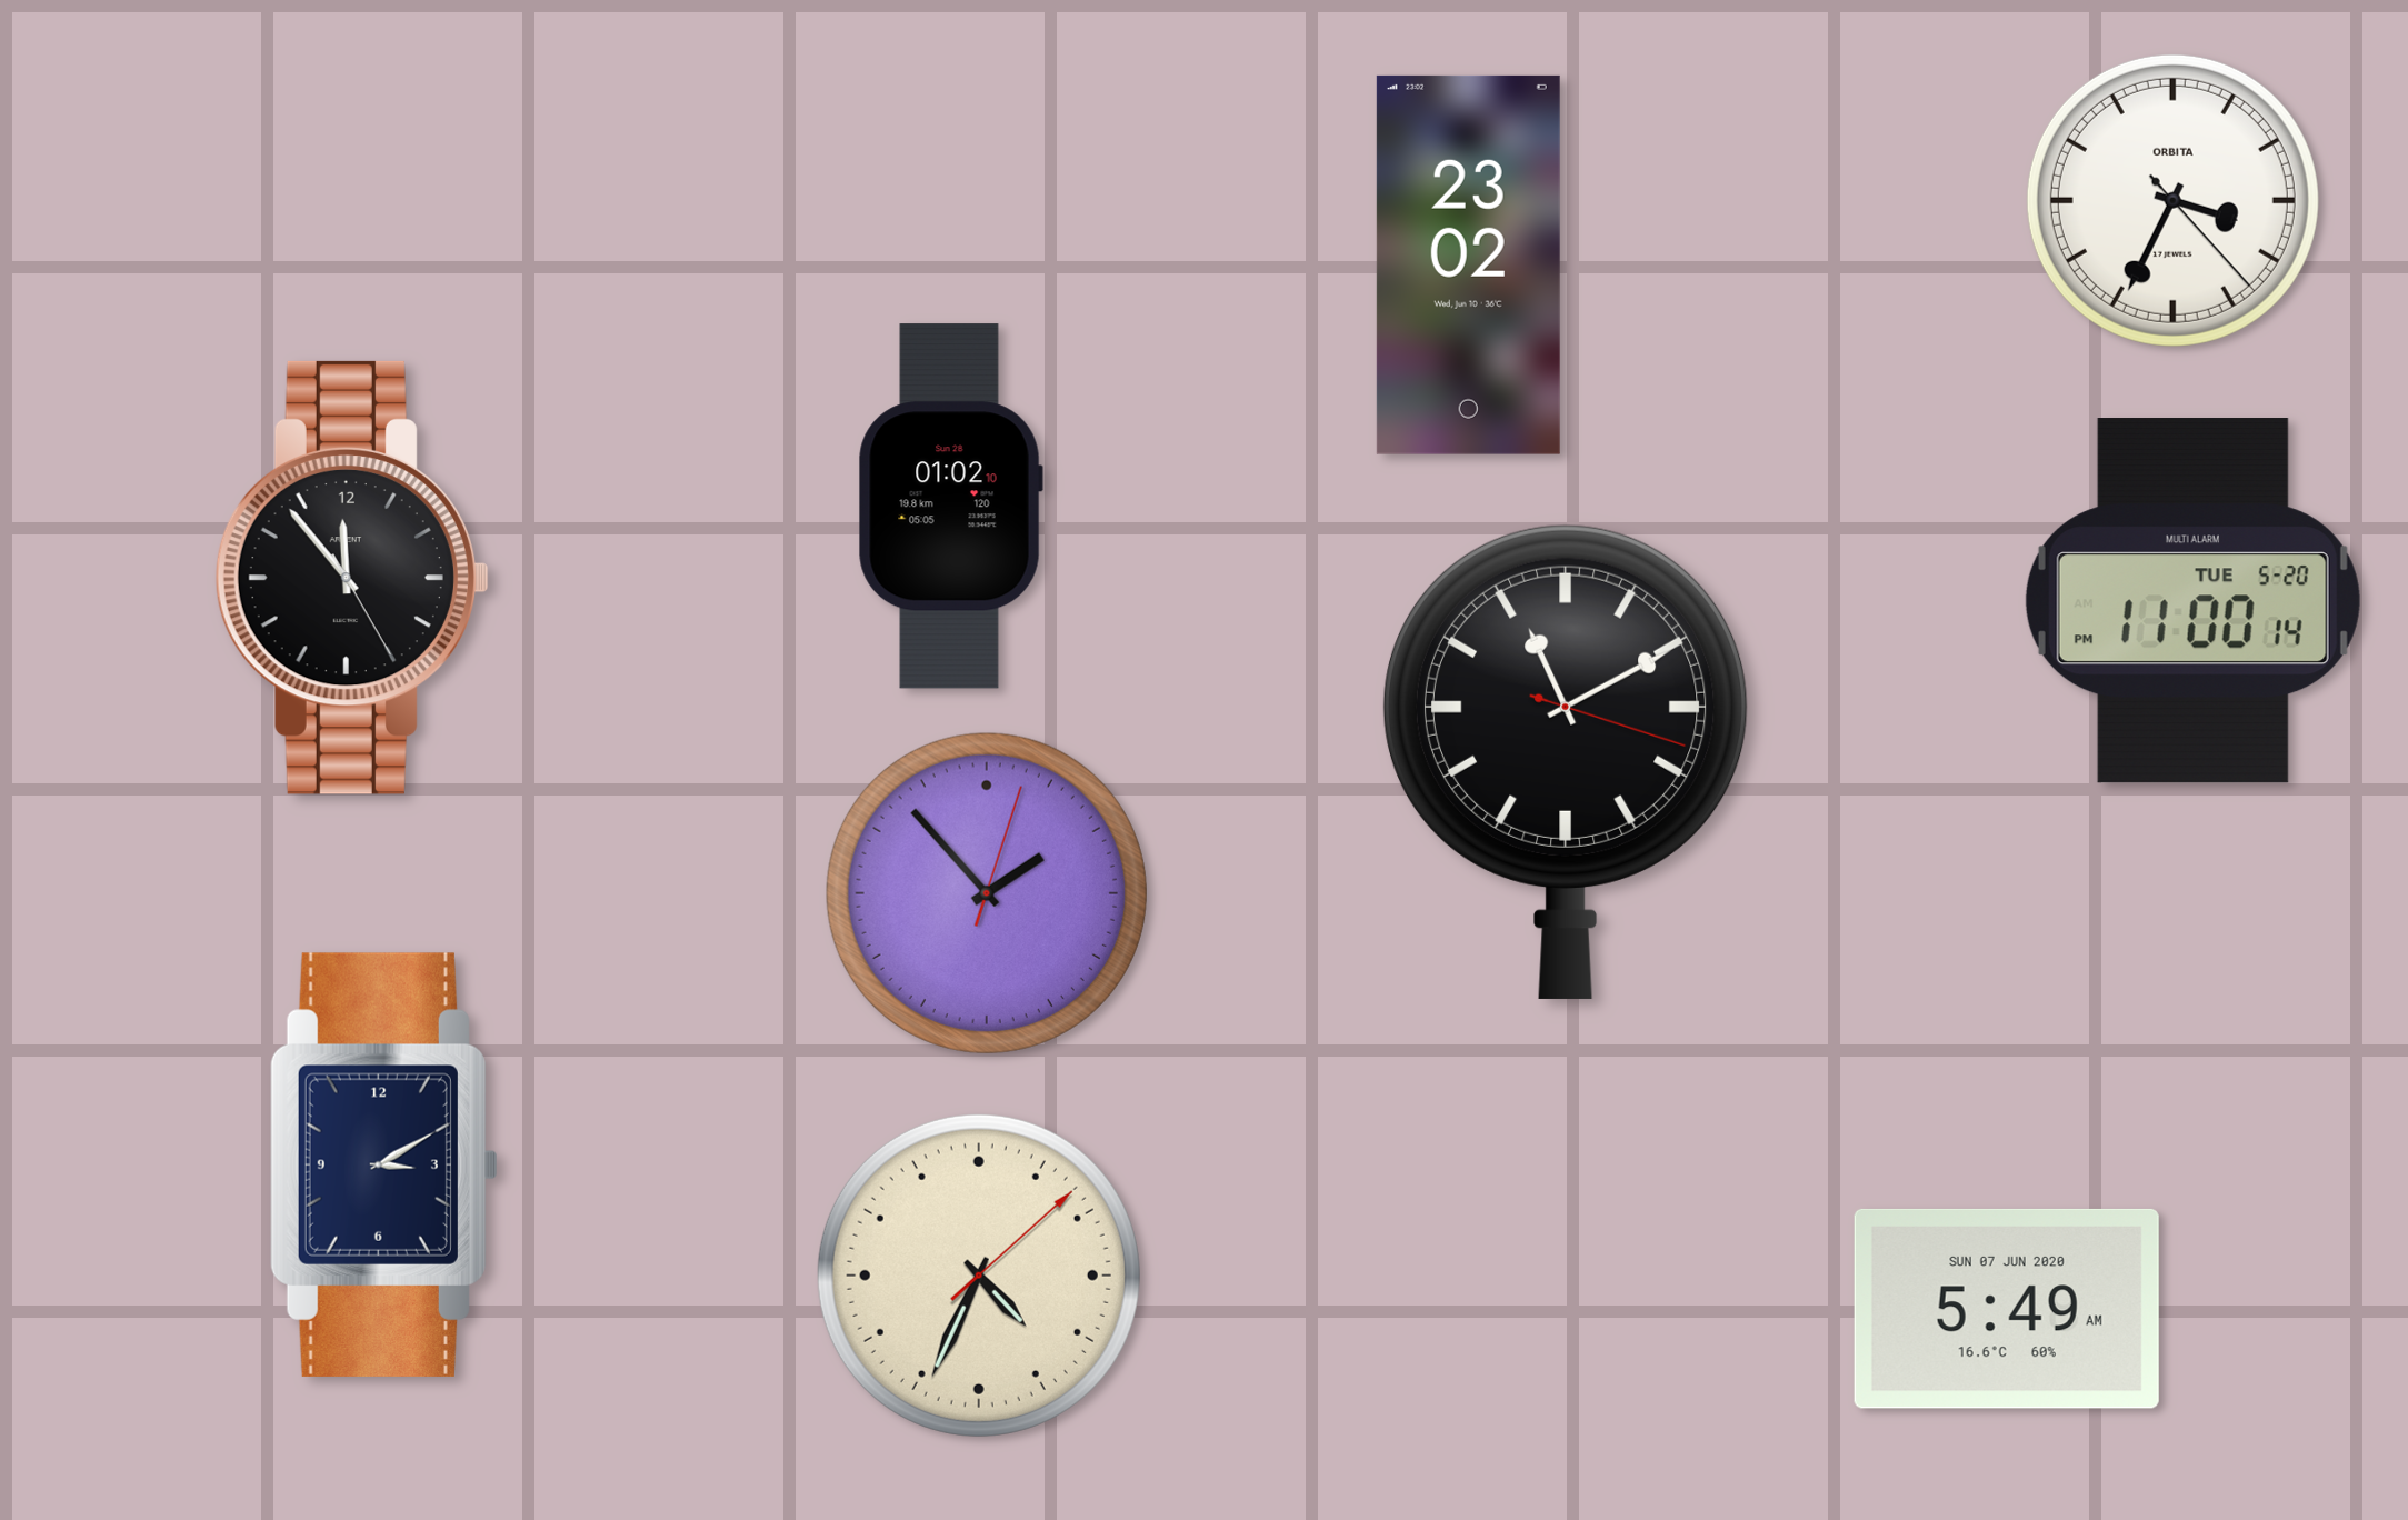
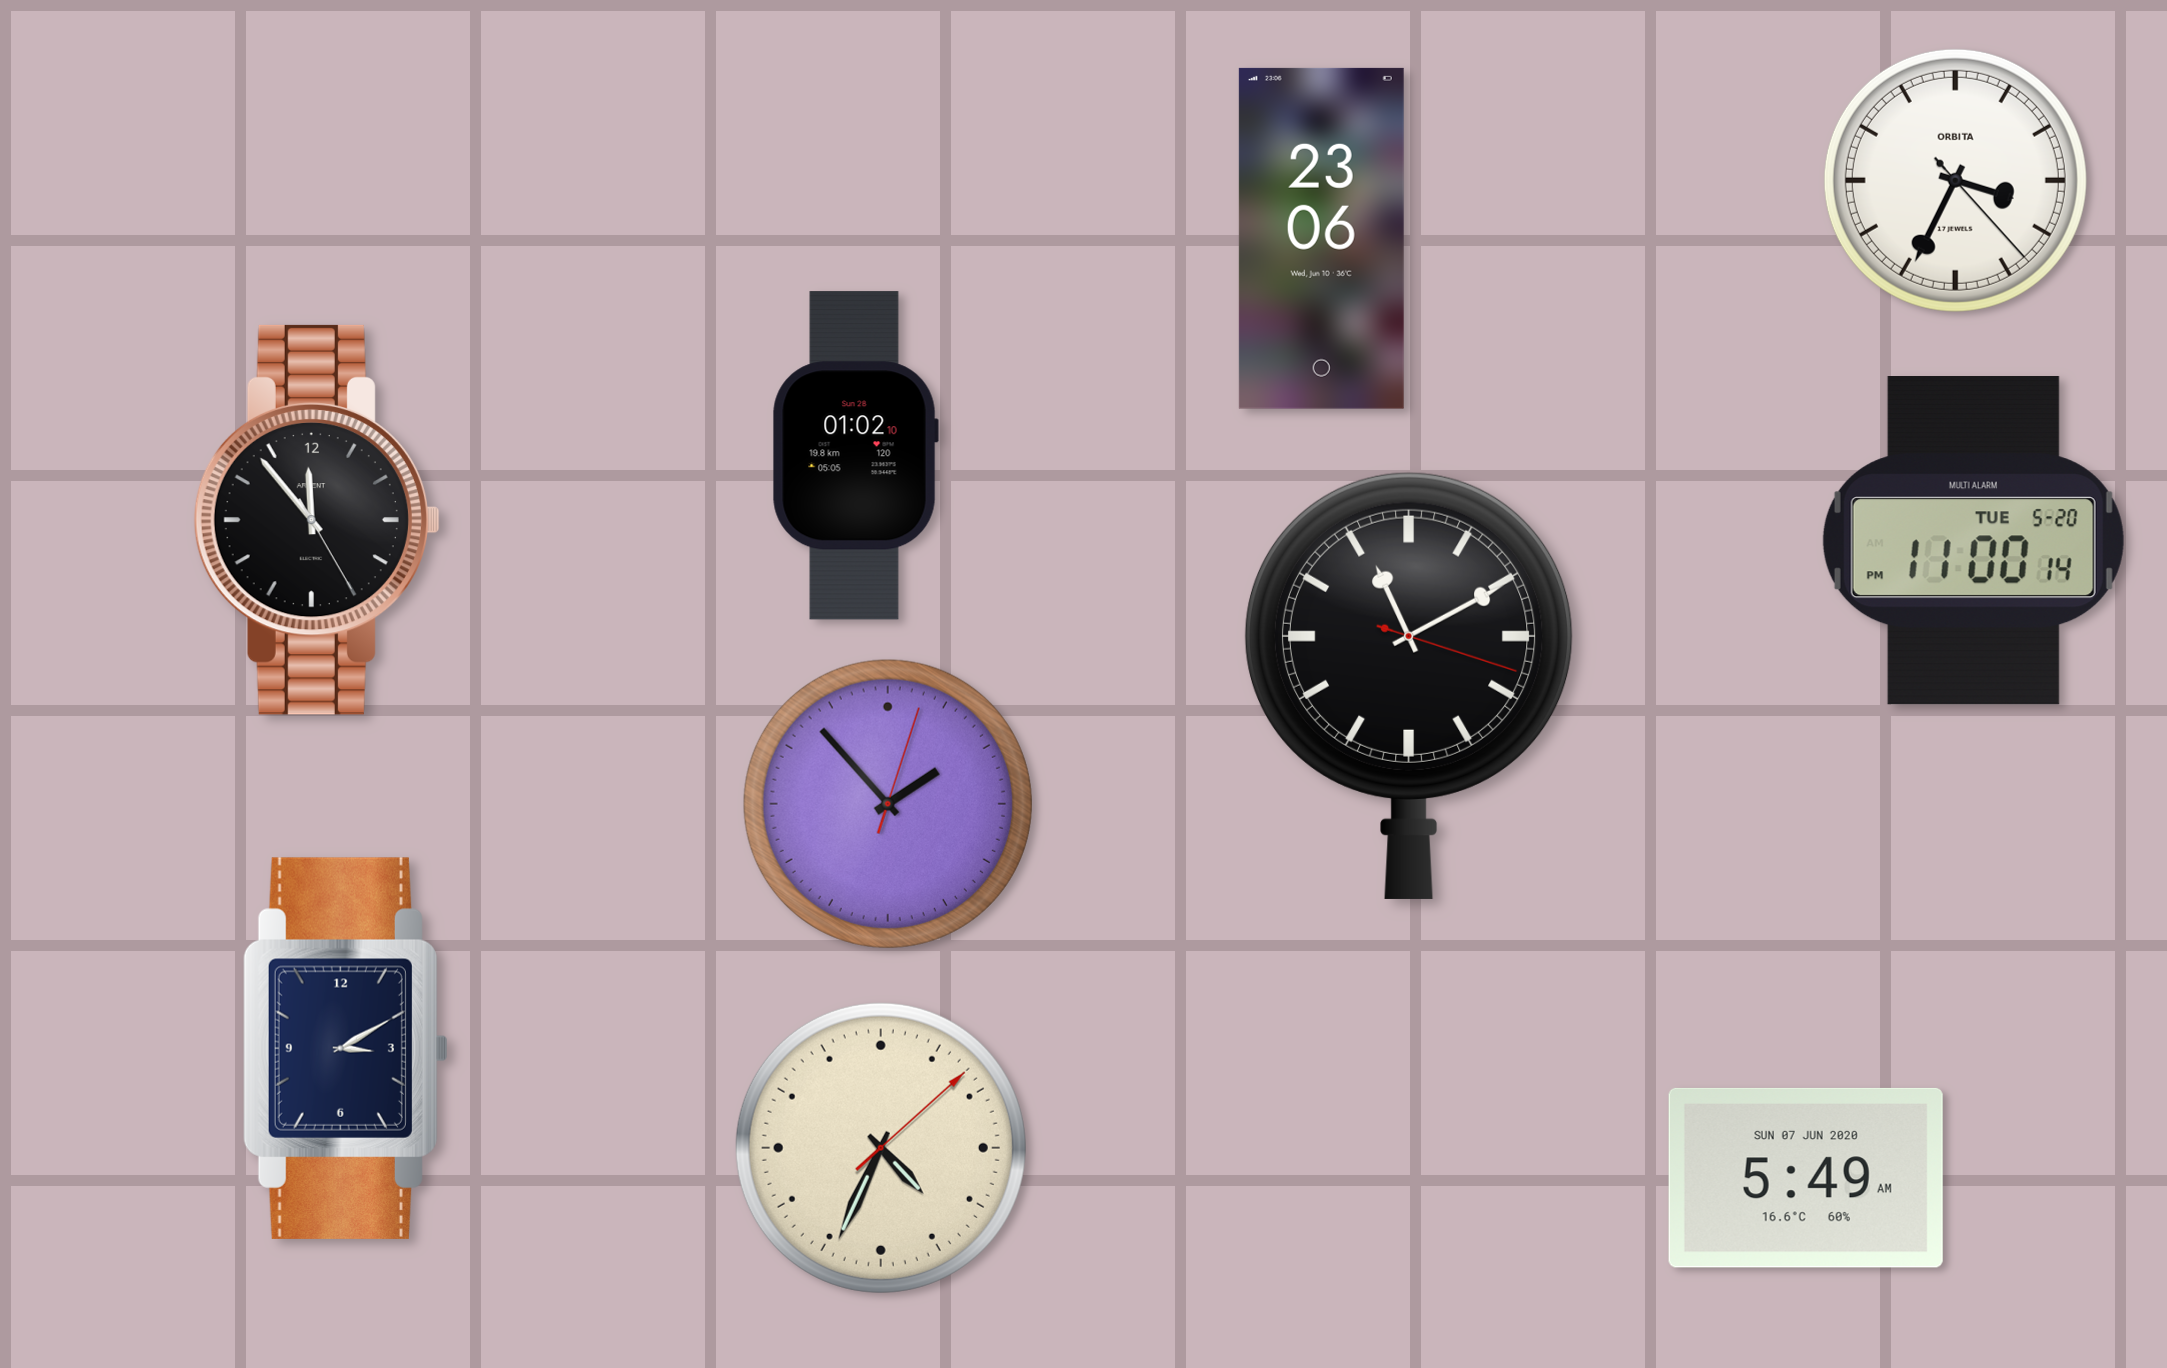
clock at (1468, 264): 23:02 -> 23:06
